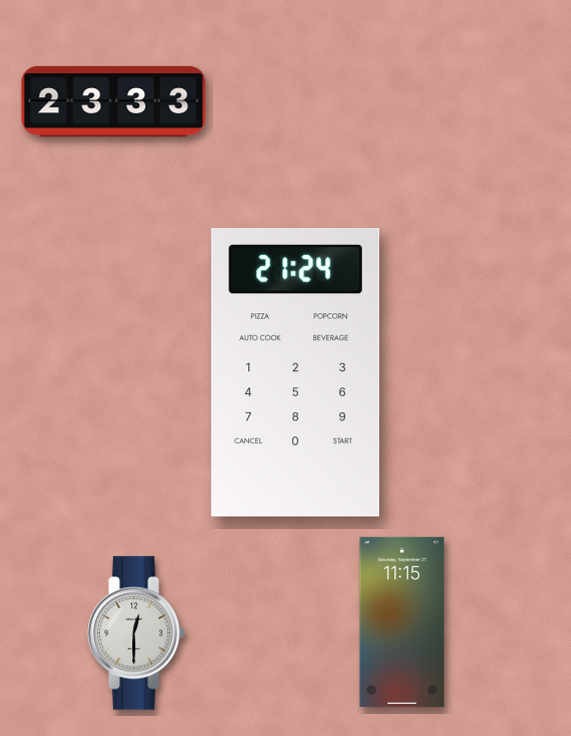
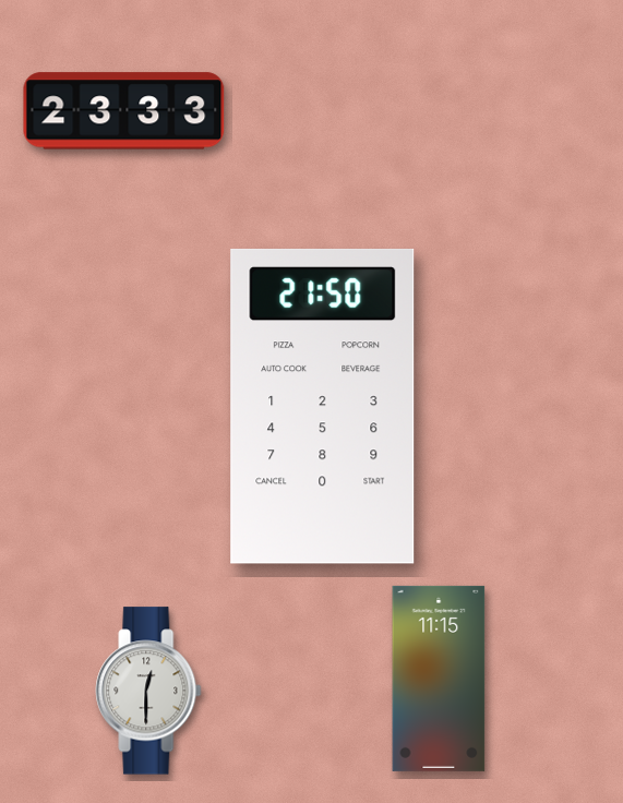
clock at (296, 372): 21:24 -> 21:50
